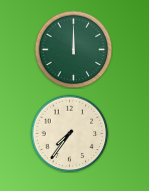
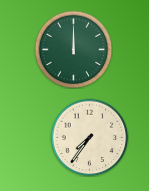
clock at (69, 133) position: (69, 133) -> (89, 137)
